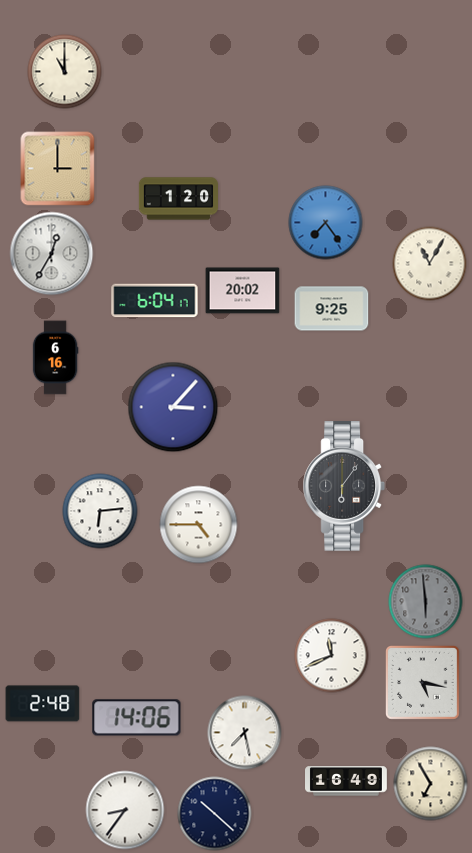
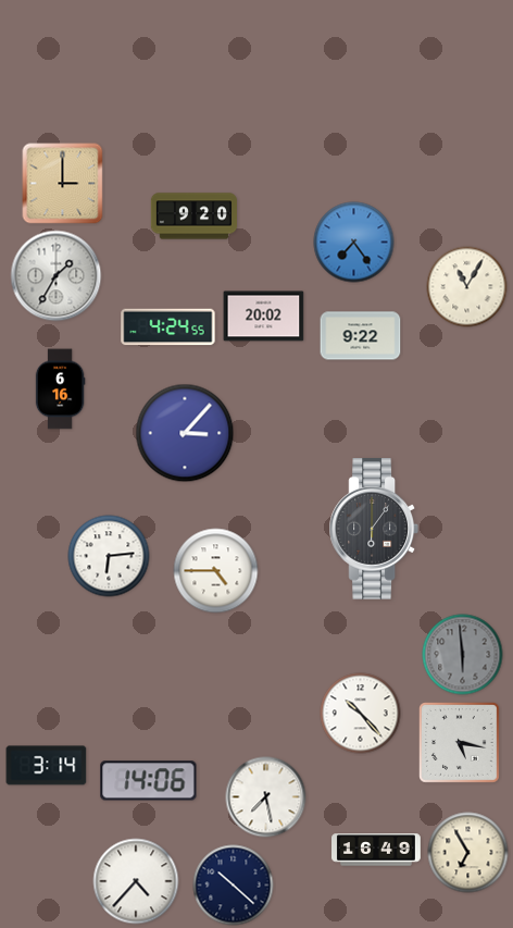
clock at (65, 72): 11:00 -> none
clock at (178, 199): 1:20 -> 9:20
clock at (52, 254): 12:35 -> 1:35
clock at (155, 301): 6:04 -> 4:24
clock at (332, 309): 9:25 -> 9:22
clock at (173, 407) position: (173, 407) -> (185, 433)
clock at (332, 656): 11:41 -> 10:23
clock at (43, 704): 2:48 -> 3:14
clock at (125, 810): 8:36 -> 4:37
